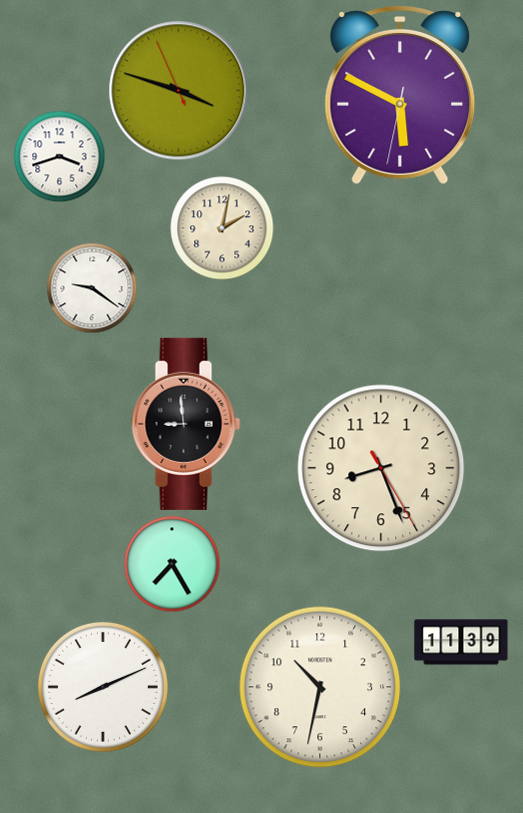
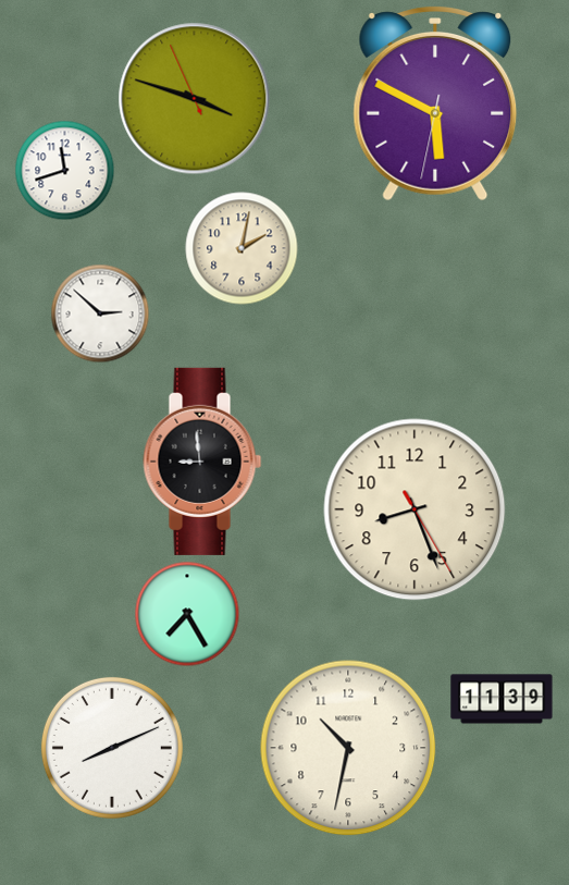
clock at (59, 156): 3:42 -> 11:42
clock at (92, 288): 9:21 -> 2:52
